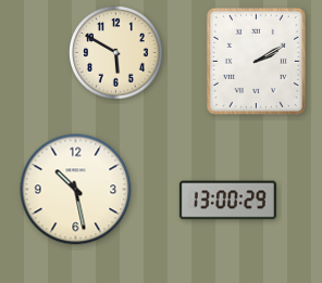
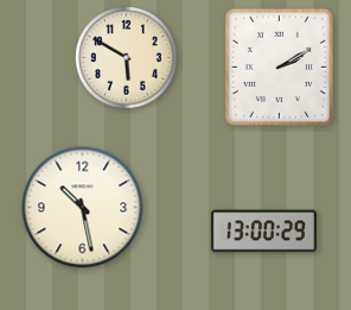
clock at (227, 201) position: (227, 201) -> (263, 232)
